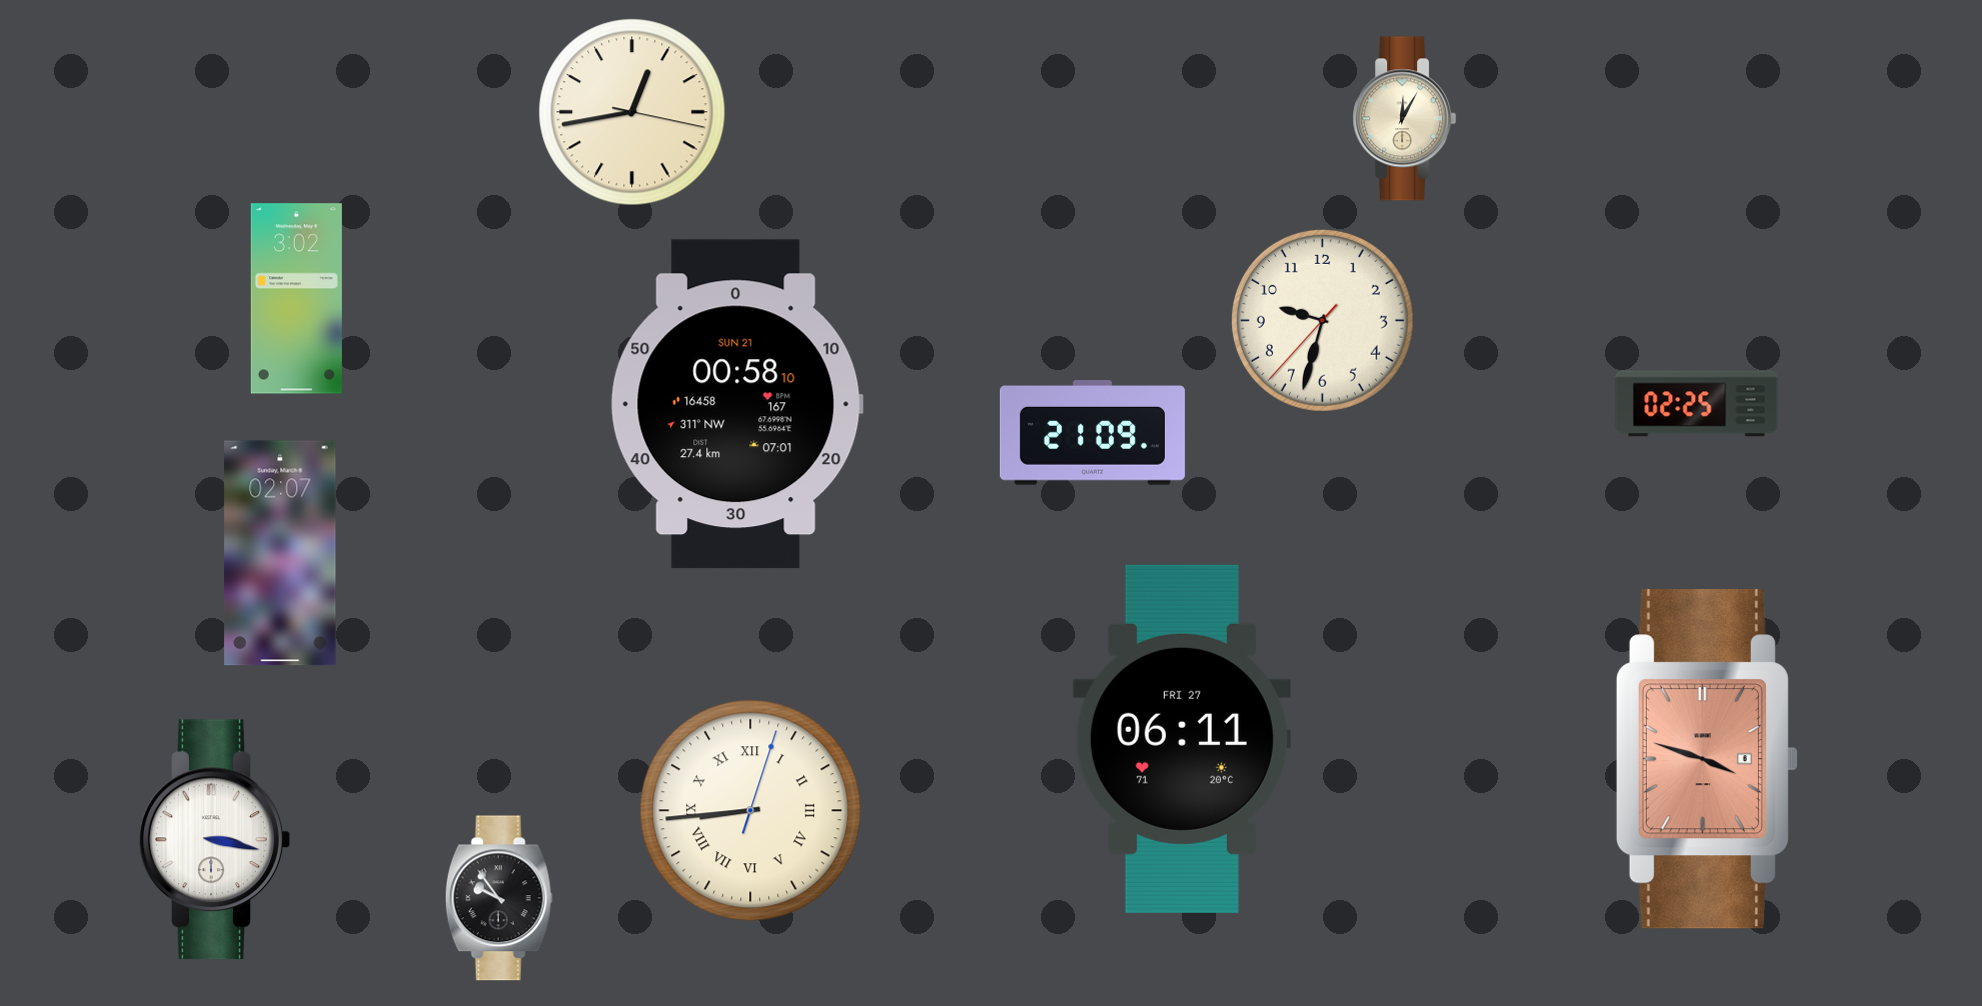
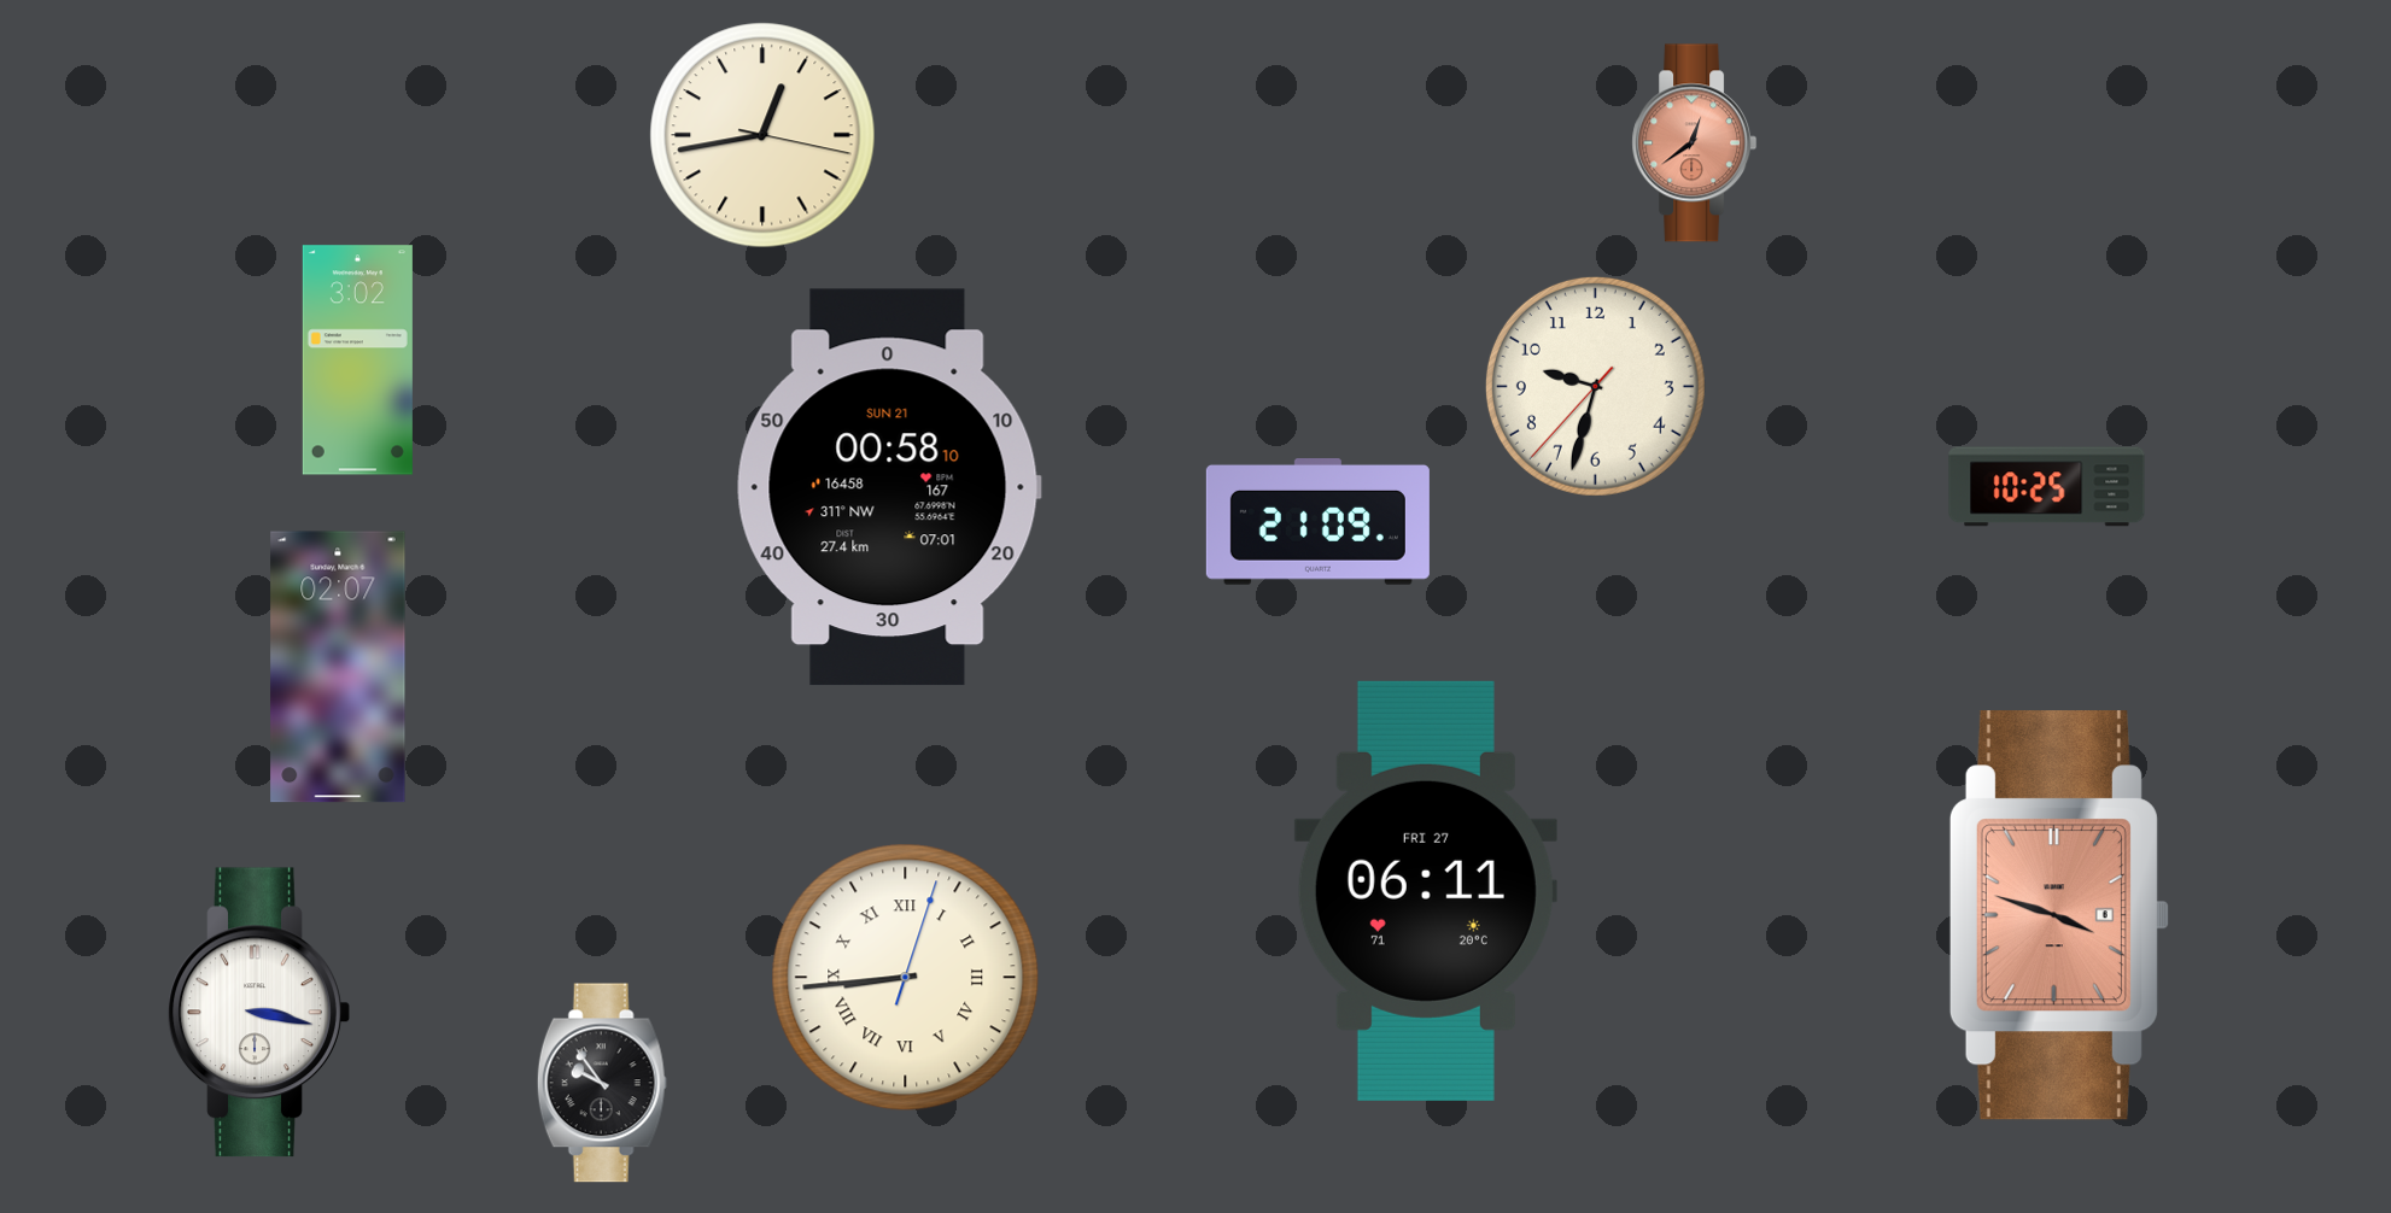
clock at (1405, 119): 12:05 -> 12:39
clock at (1405, 119) dial: cream -> salmon
clock at (1697, 404): 02:25 -> 10:25
